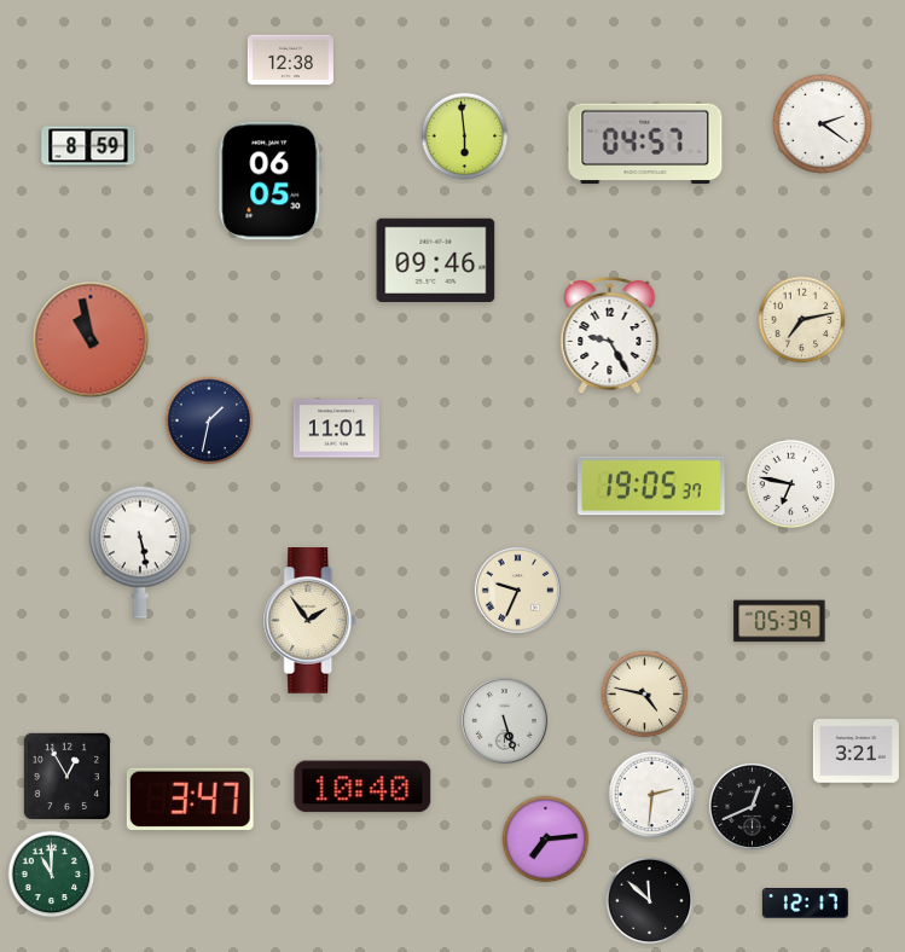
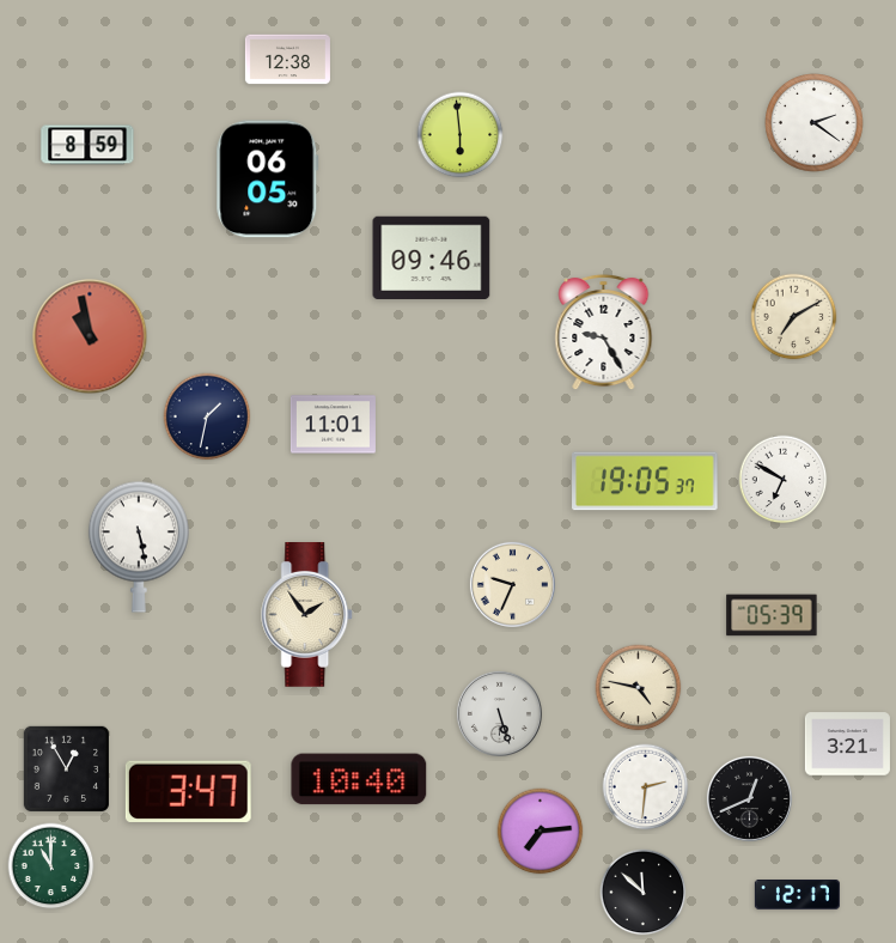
clock at (645, 144): 04:57 -> none
clock at (802, 320): 7:13 -> 7:10
clock at (791, 484): 6:47 -> 6:50
clock at (752, 806) position: (752, 806) -> (749, 798)
